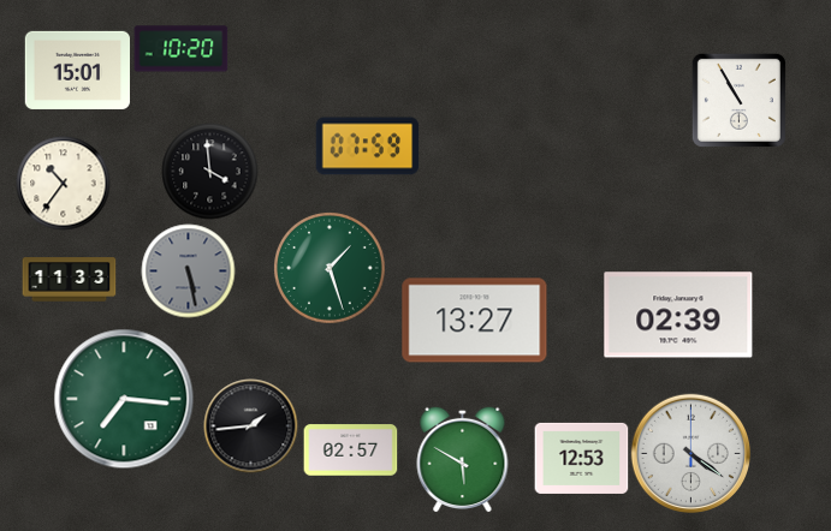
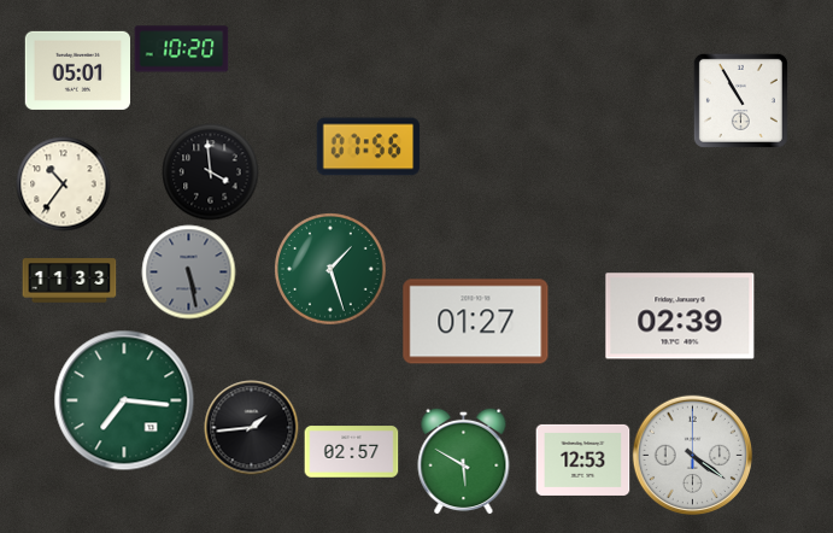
clock at (77, 70): 15:01 -> 05:01
clock at (367, 147): 07:59 -> 07:56
clock at (475, 321): 13:27 -> 01:27
